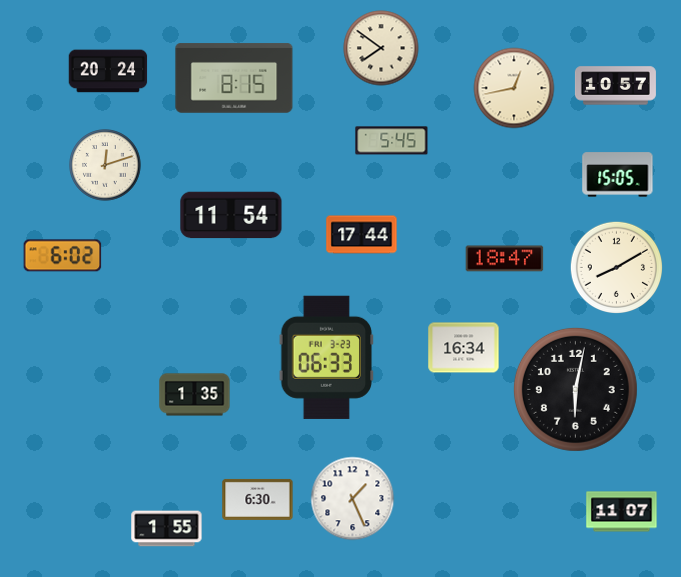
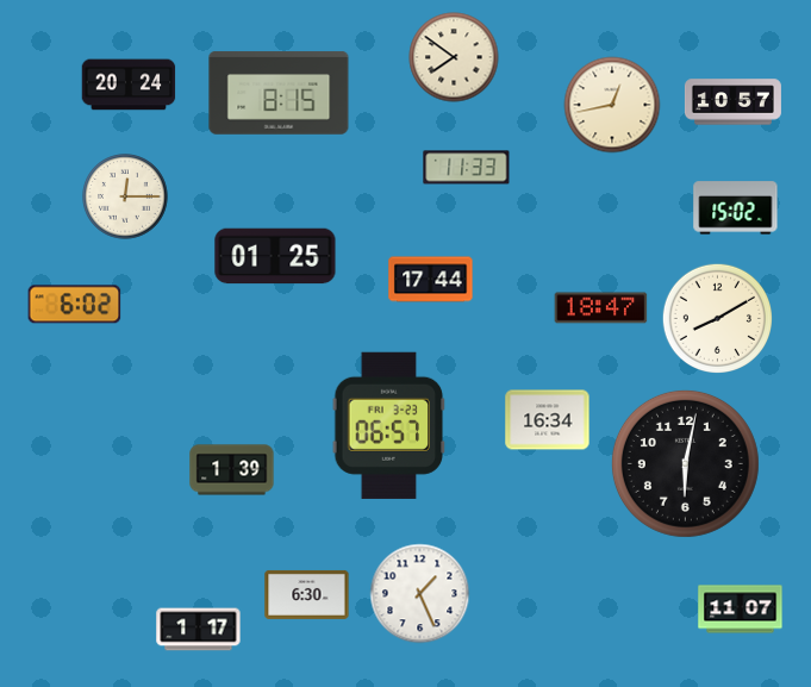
clock at (392, 141): 5:45 -> 11:33
clock at (105, 165): 12:12 -> 12:15
clock at (618, 175): 15:05 -> 15:02
clock at (231, 215): 11:54 -> 01:25
clock at (616, 267) position: (616, 267) -> (717, 318)
clock at (464, 348) position: (464, 348) -> (548, 420)
clock at (327, 357): 06:33 -> 06:57
clock at (195, 395): 1:35 -> 1:39
clock at (167, 529): 1:55 -> 1:17
